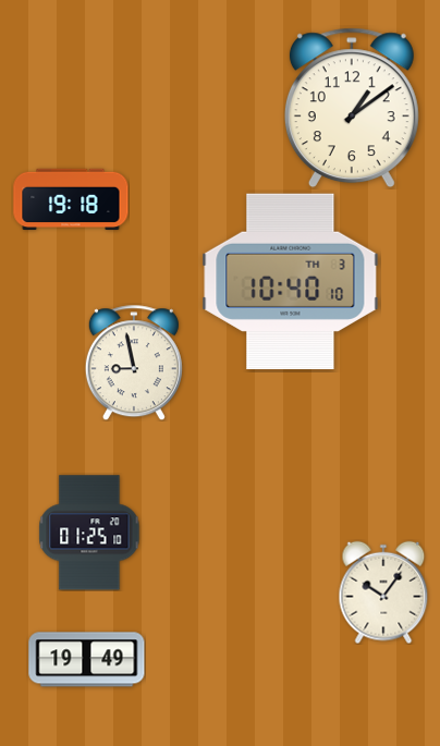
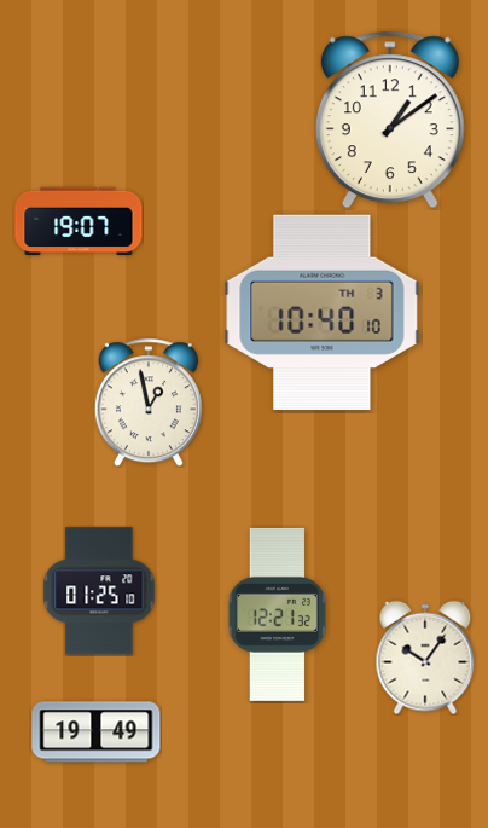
clock at (71, 199): 19:18 -> 19:07
clock at (134, 363): 8:58 -> 12:58
clock at (277, 614): none -> 12:21
